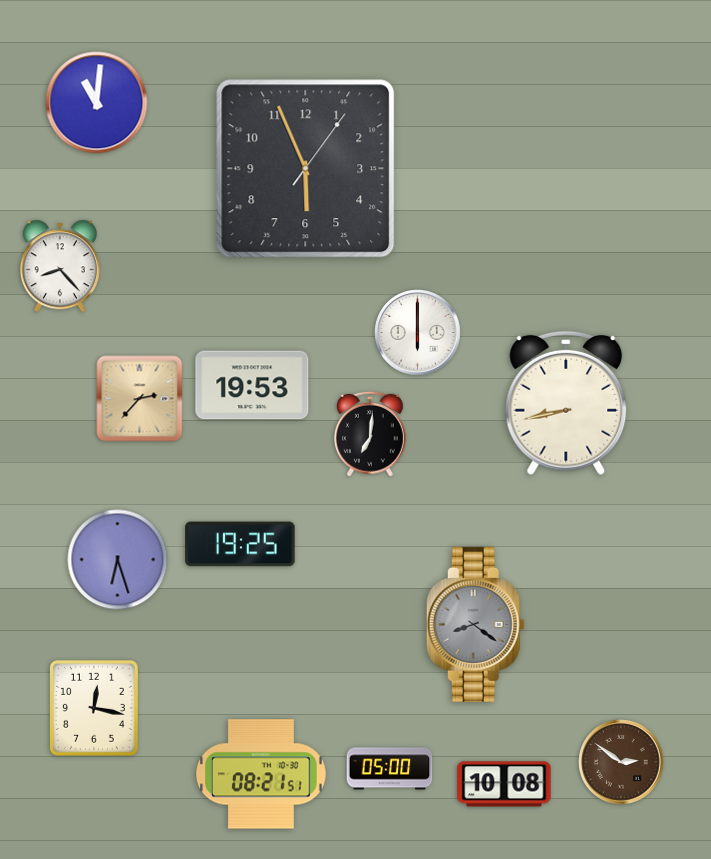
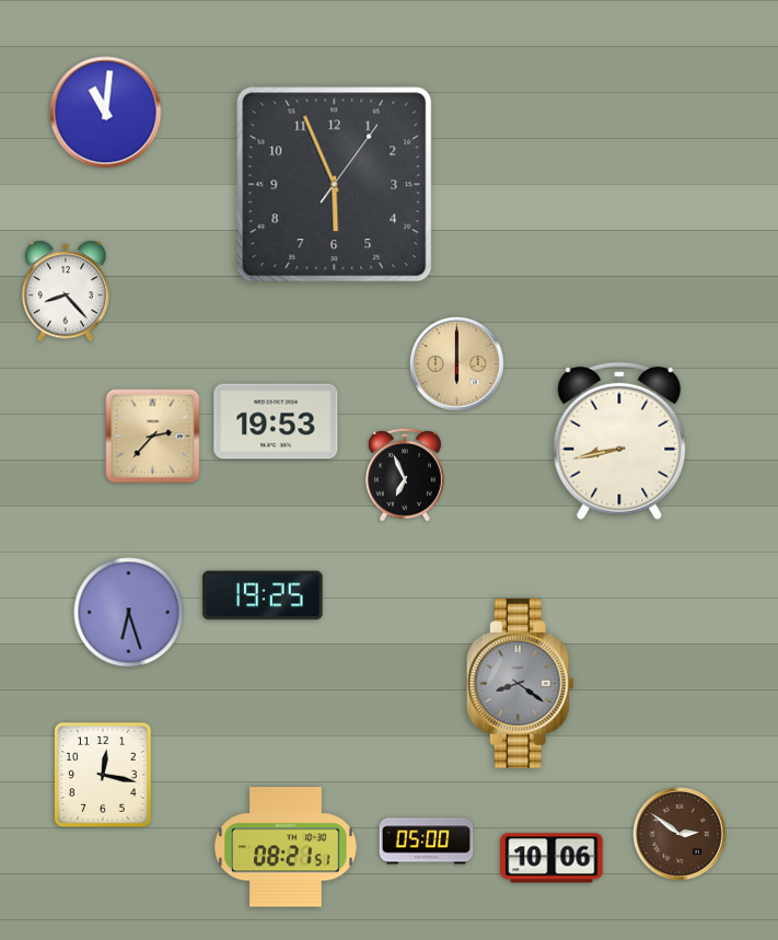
clock at (418, 333) dial: white -> champagne
clock at (371, 434): 7:01 -> 6:56
clock at (504, 784): 10:08 -> 10:06
